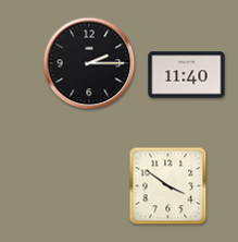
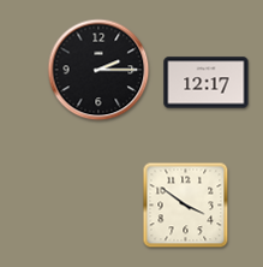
clock at (187, 75): 11:40 -> 12:17
